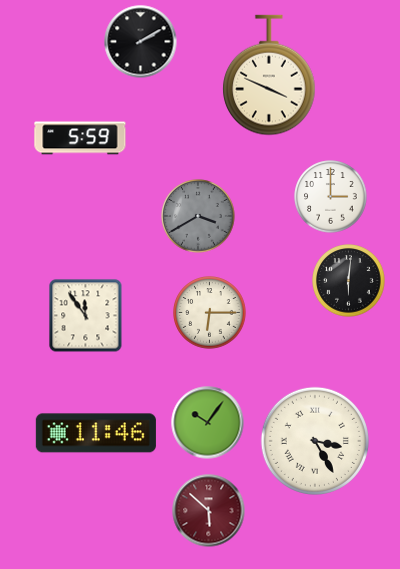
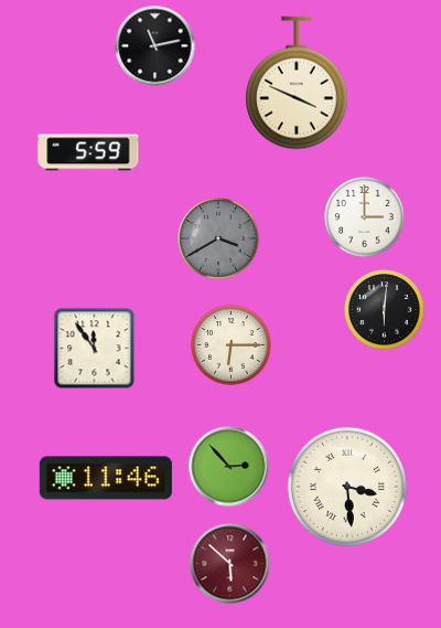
clock at (141, 42): 2:10 -> 11:13
clock at (208, 423): 10:06 -> 2:53
clock at (315, 441): 3:25 -> 3:29
